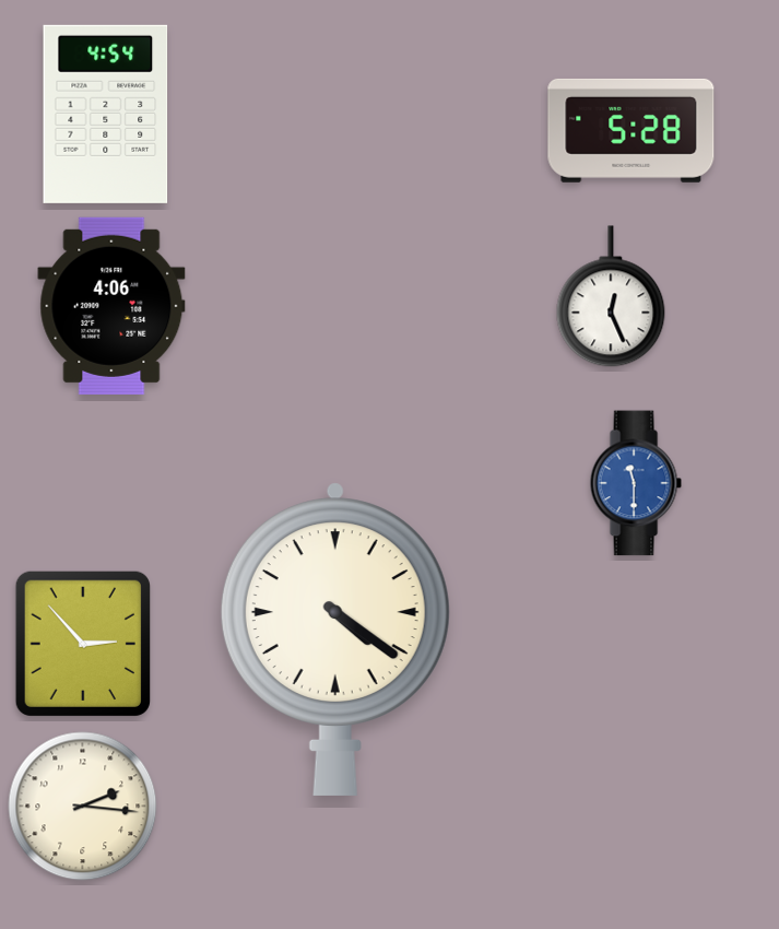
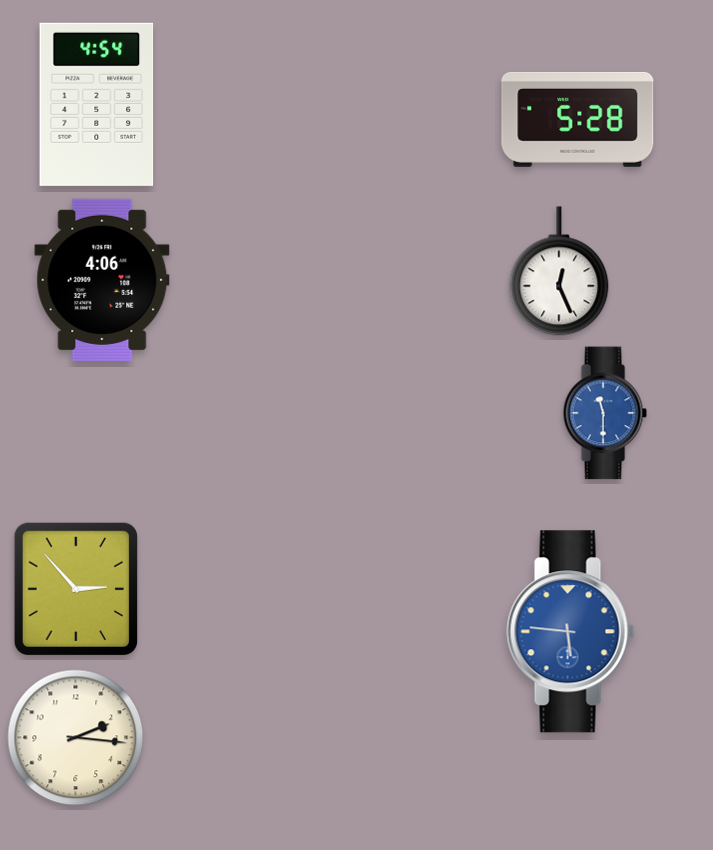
clock at (636, 483) position: (636, 483) -> (605, 413)
clock at (335, 639): 4:21 -> none
clock at (571, 632): none -> 5:46
